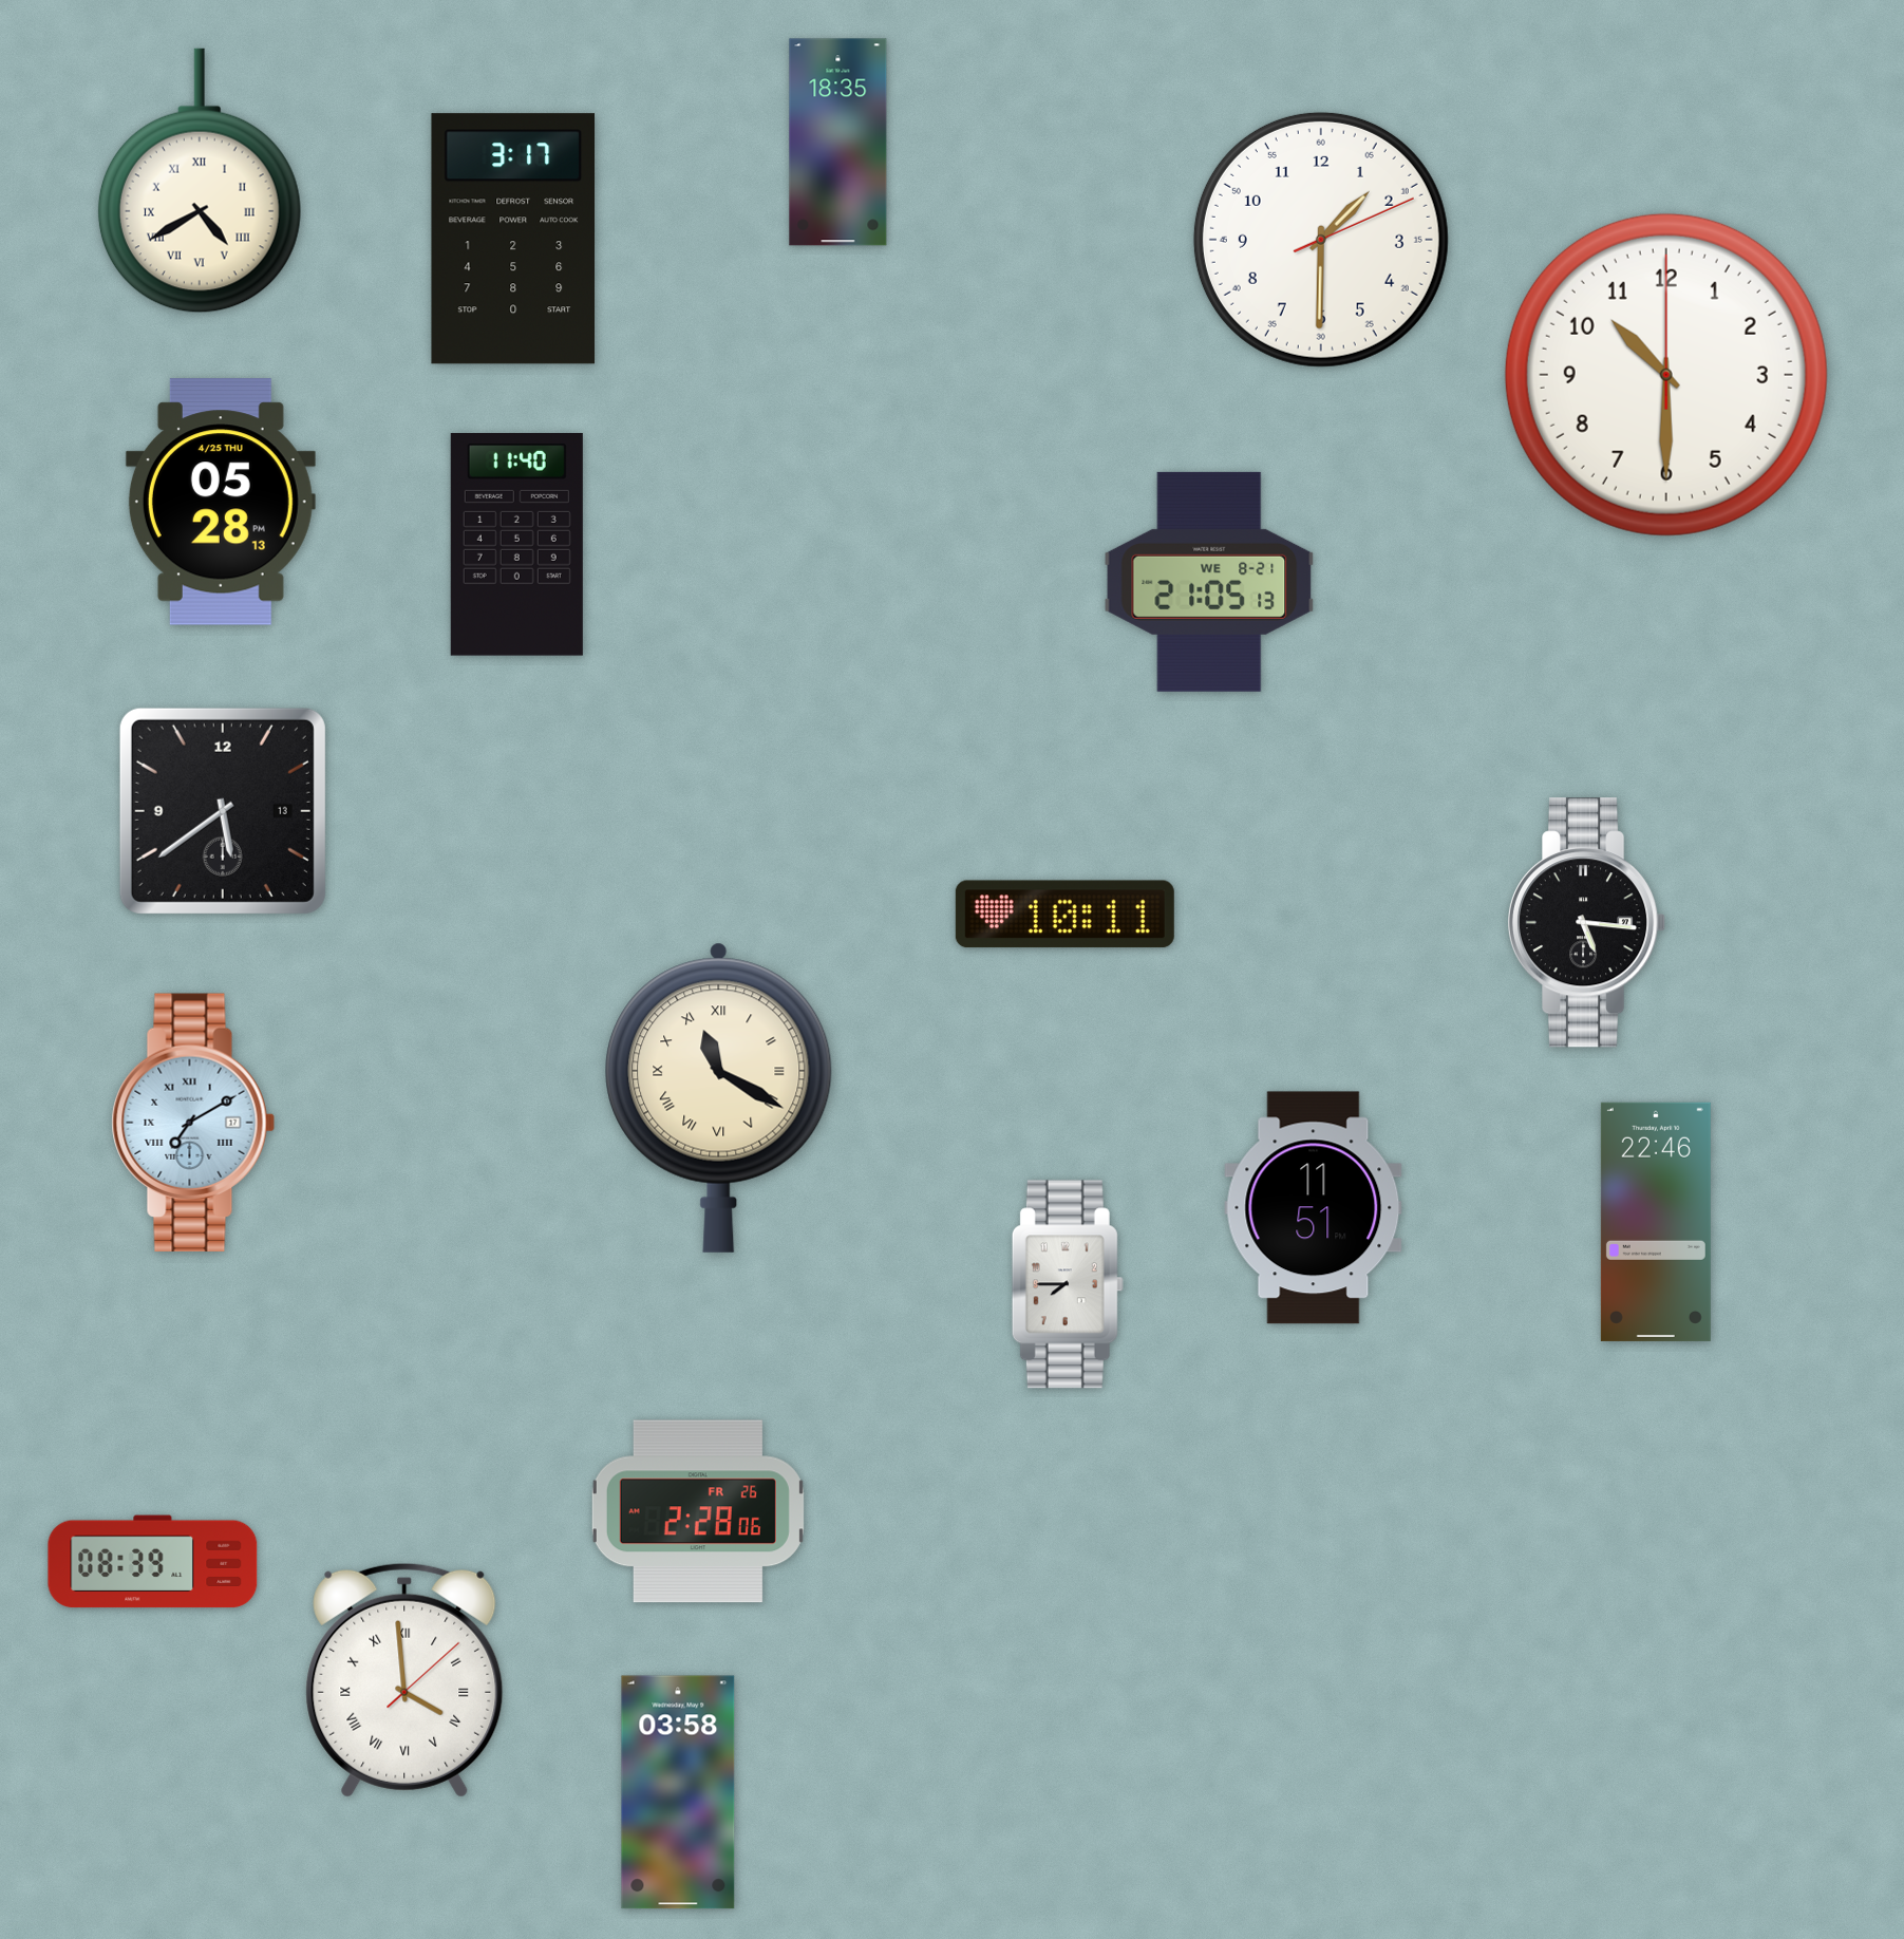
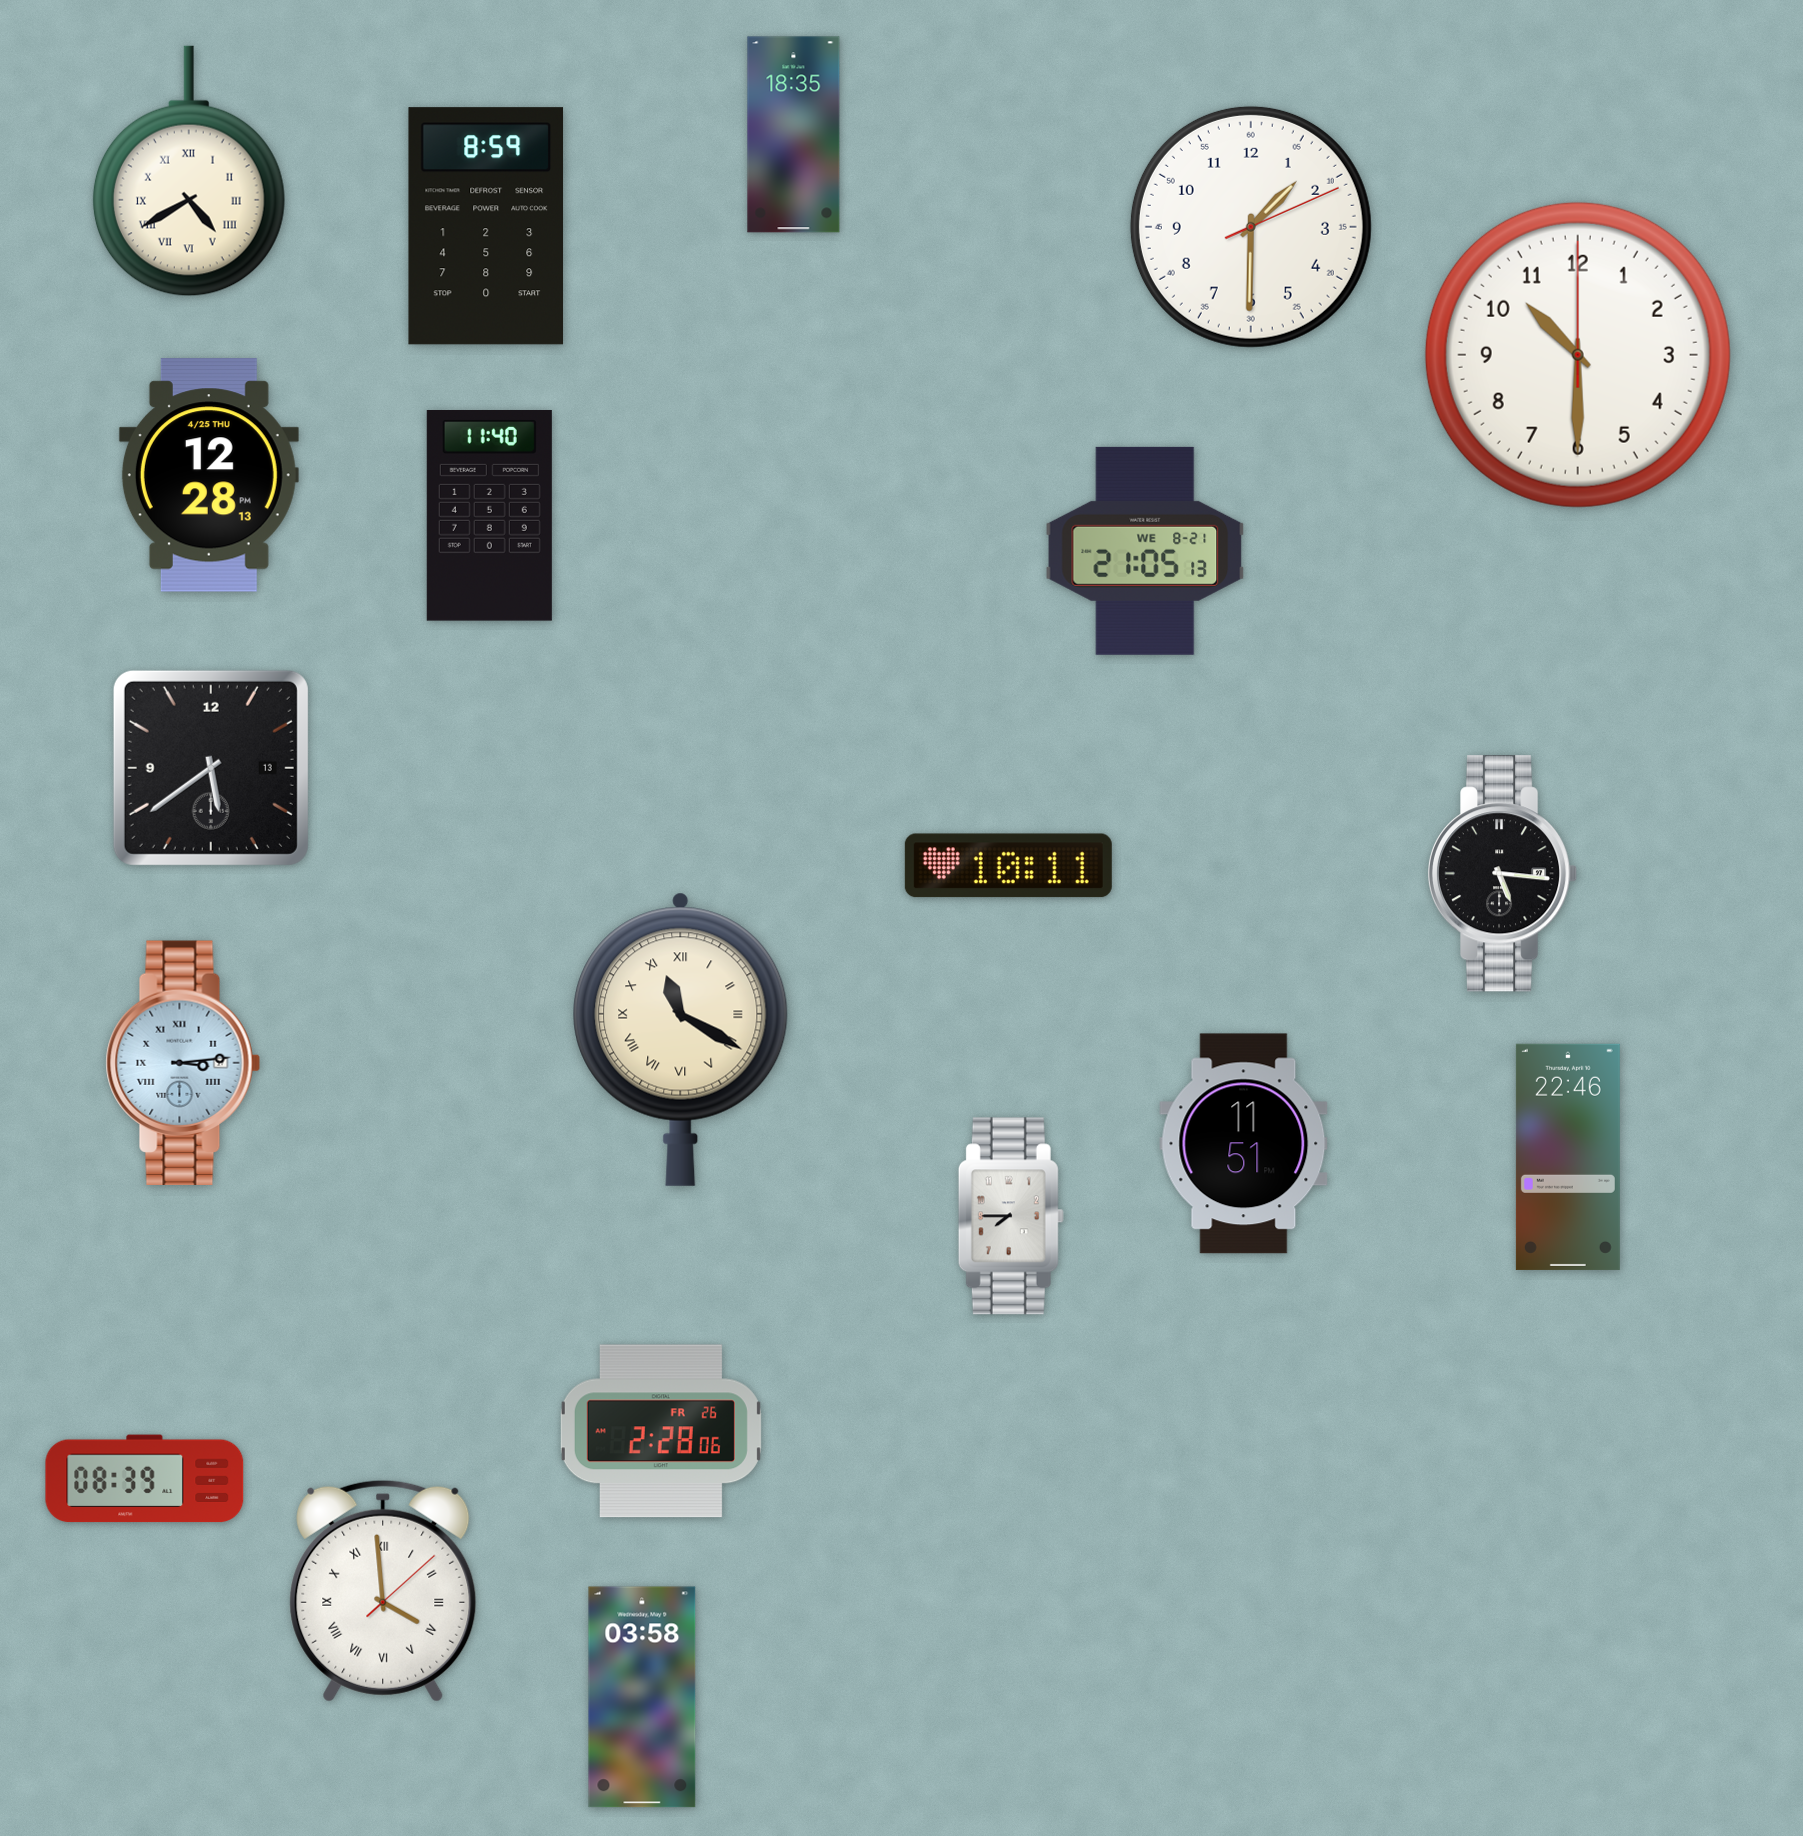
clock at (513, 239): 3:17 -> 8:59
clock at (221, 502): 05:28 -> 12:28
clock at (193, 1122): 7:10 -> 3:14
